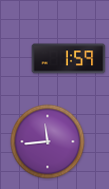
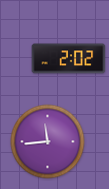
clock at (69, 59): 1:59 -> 2:02
